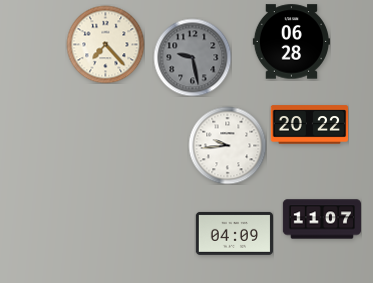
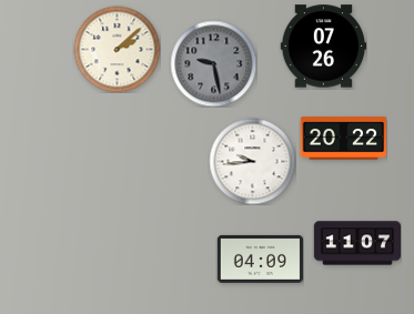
clock at (291, 42): 06:28 -> 07:26
clock at (105, 44): 7:23 -> 2:08
